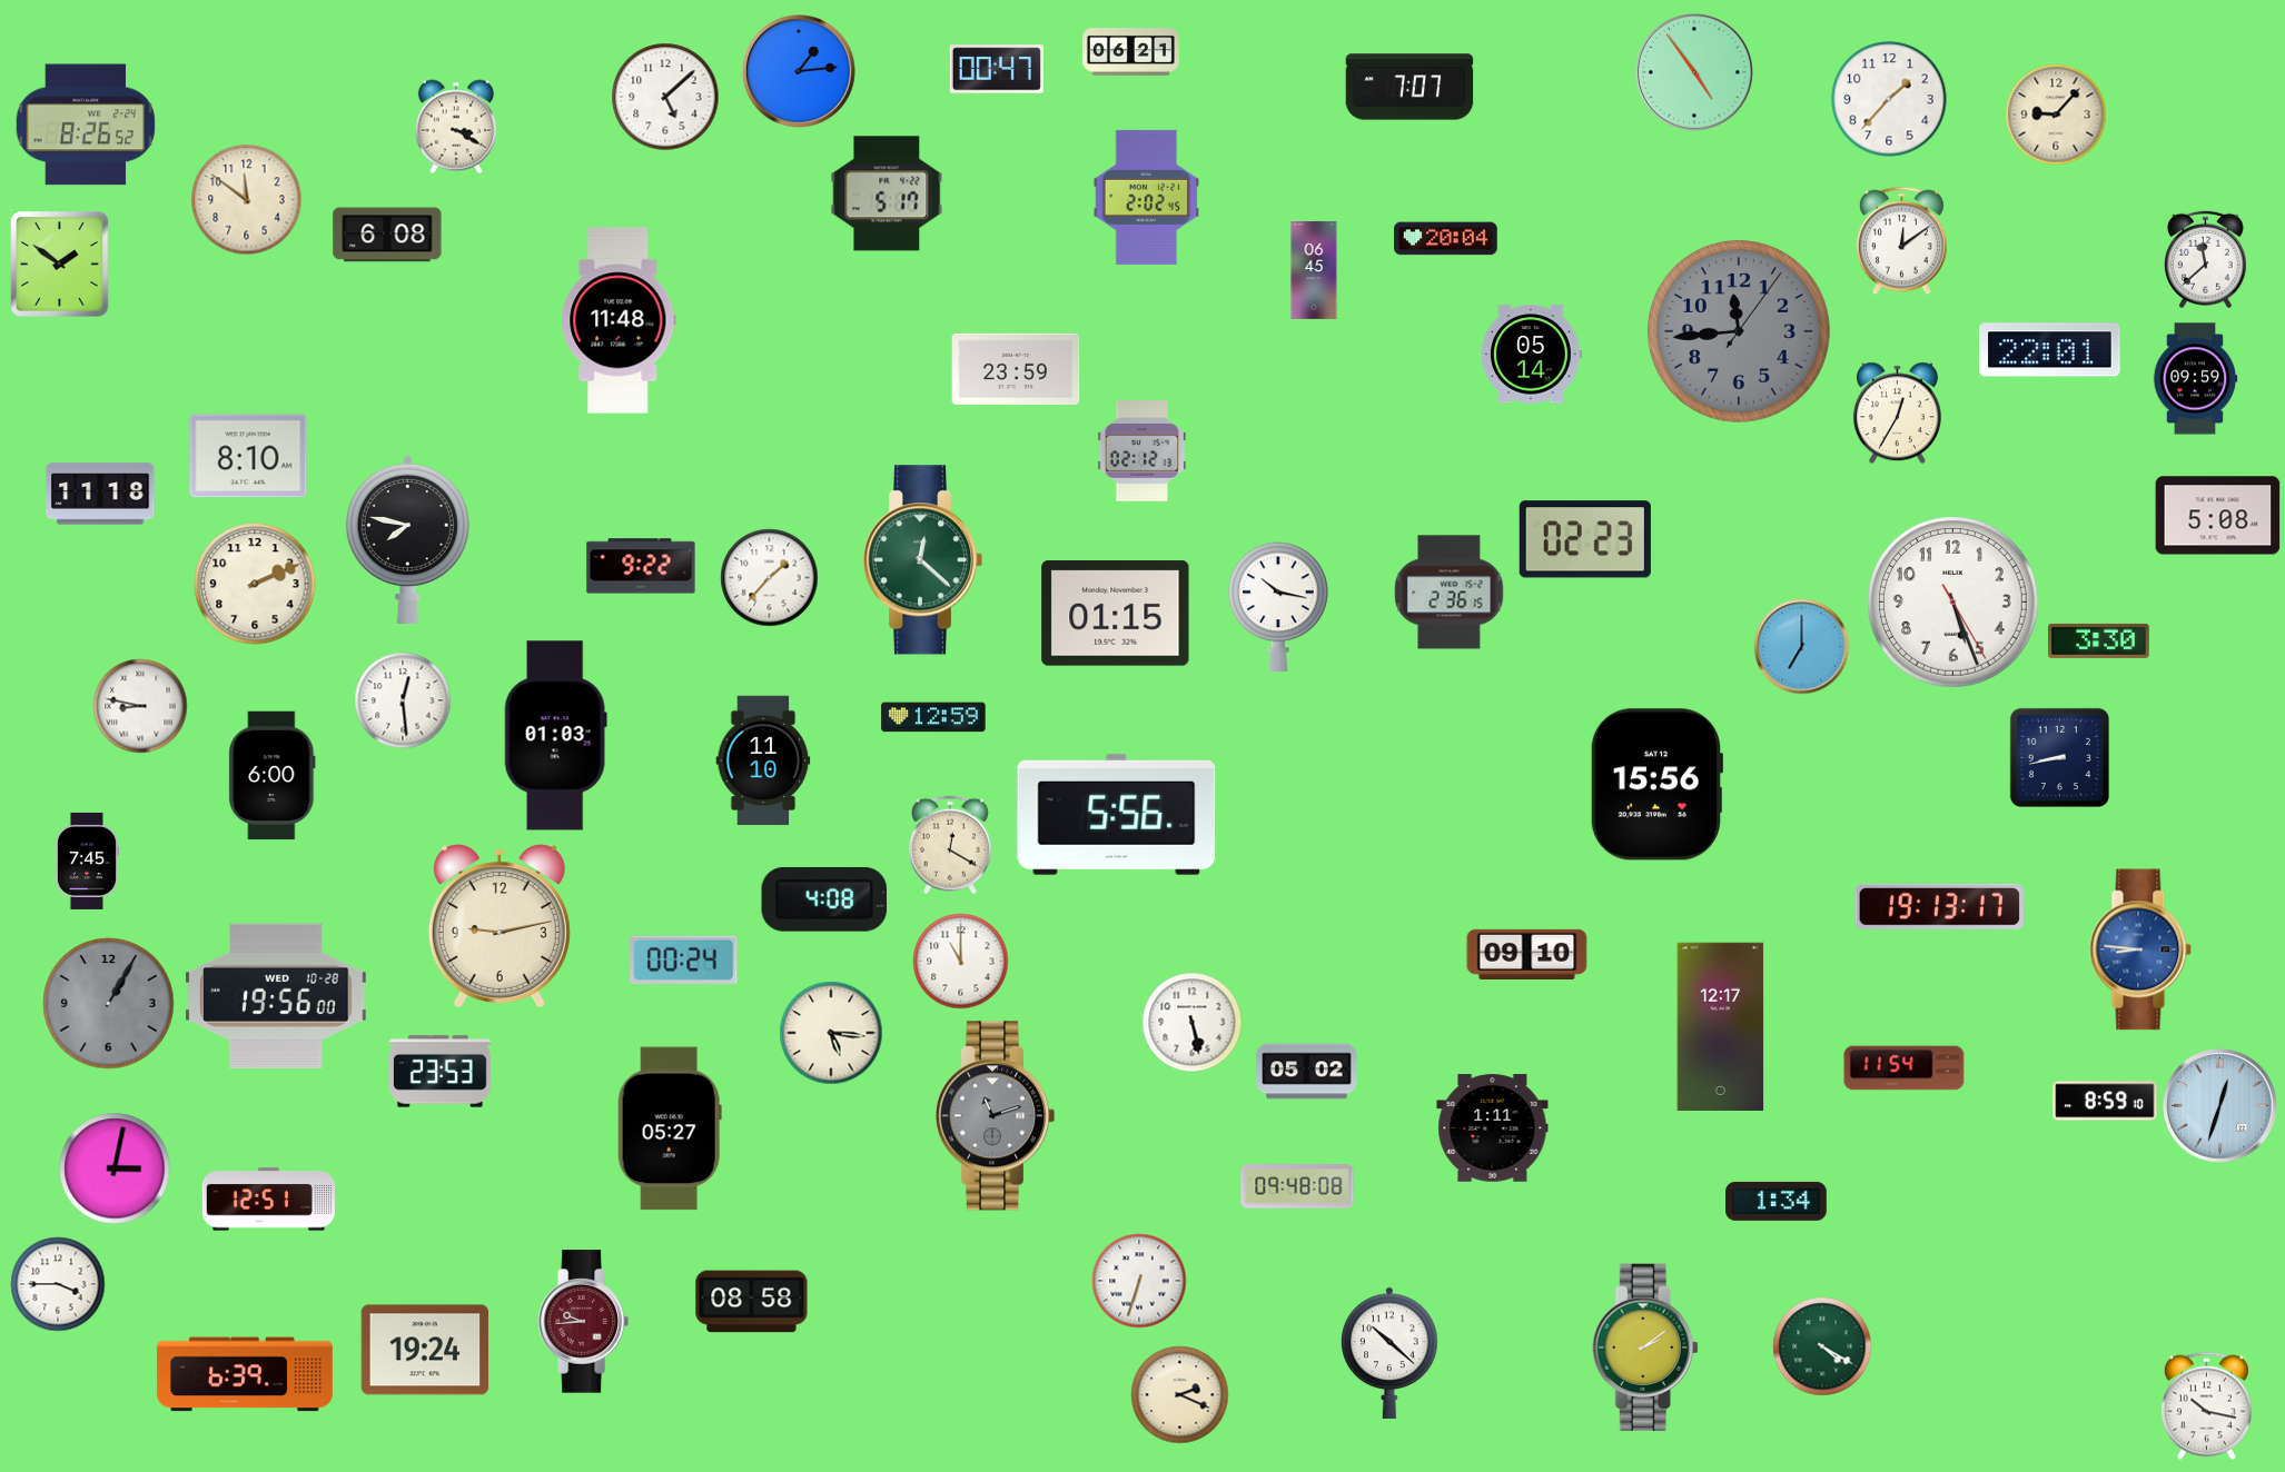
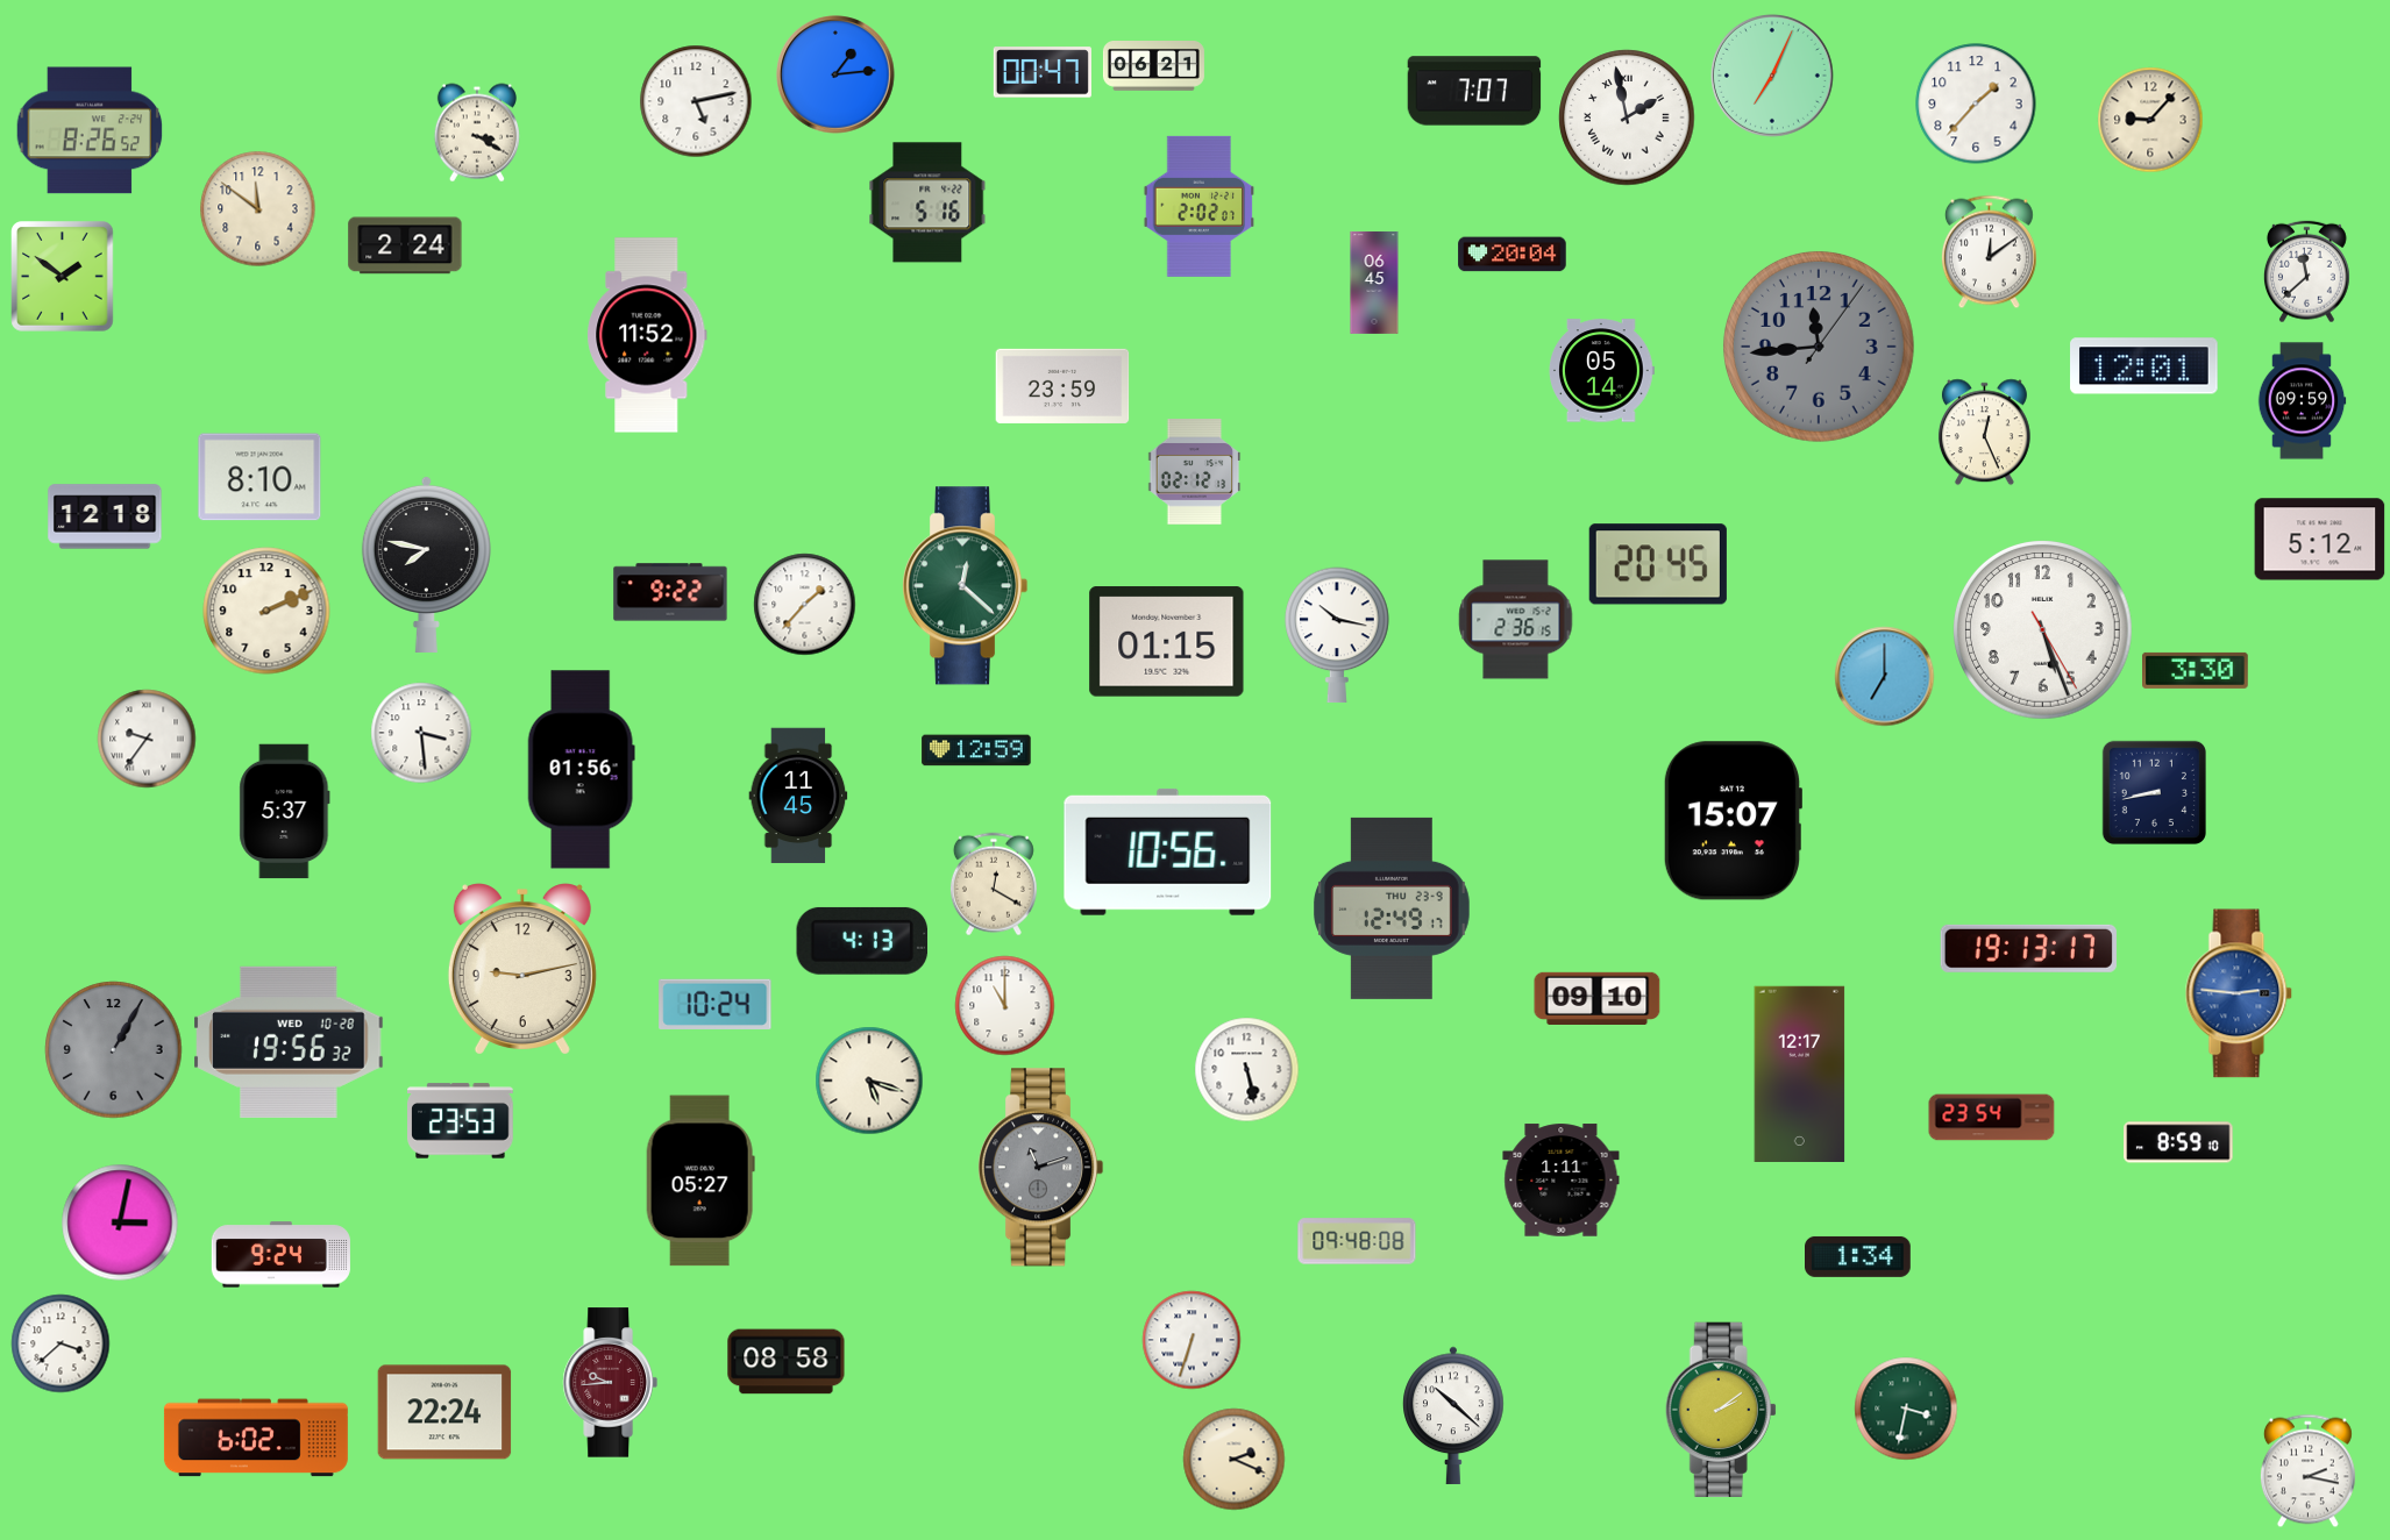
clock at (1130, 52) position: (1130, 52) -> (1153, 66)
clock at (1694, 72): 4:54 -> 7:04
clock at (665, 97): 5:08 -> 5:13
clock at (1627, 117): none -> 1:58
clock at (887, 193): 5:17 -> 5:16
clock at (1147, 197): 2:02:45 -> 2:02:07
clock at (387, 235): 6:08 -> 2:24
clock at (1446, 239) position: (1446, 239) -> (1513, 255)
clock at (619, 320): 11:48 -> 11:52
clock at (2050, 350): 22:01 -> 12:01
clock at (2195, 379) position: (2195, 379) -> (2302, 401)
clock at (1897, 414): 12:35 -> 12:26
clock at (100, 494): 11:18 -> 12:18
clock at (2218, 516): 5:08 -> 5:12
clock at (1585, 539): 02:23 -> 20:45
clock at (403, 700): 12:29 -> 3:29
clock at (140, 706): 8:47 -> 9:36
clock at (555, 736): 01:03 -> 01:56
clock at (763, 760): 11:10 -> 11:45
clock at (273, 776): 6:00 -> 5:37
clock at (1655, 785): 15:56 -> 15:07
clock at (1117, 814): 5:56 -> 10:56
clock at (87, 861): 7:45 -> none
clock at (1393, 908): none -> 12:49
clock at (824, 899): 4:08 -> 4:13
clock at (2140, 949): 8:46 -> 2:46
clock at (684, 959): 00:24 -> 10:24
clock at (276, 996): 19:56:00 -> 19:56:32
clock at (831, 1033): 5:16 -> 5:18
clock at (1905, 1068): 11:54 -> 23:54
clock at (1307, 1072): 05:02 -> none
clock at (2105, 1101) position: (2105, 1101) -> (2178, 1142)
clock at (2220, 1106): 12:33 -> none
clock at (268, 1200): 12:51 -> 9:24
clock at (58, 1284): 3:45 -> 3:38
clock at (1822, 1346): 4:20 -> 3:32
clock at (425, 1350): 19:24 -> 22:24
clock at (245, 1374): 6:39 -> 6:02
clock at (2206, 1406): 10:17 -> 2:17
